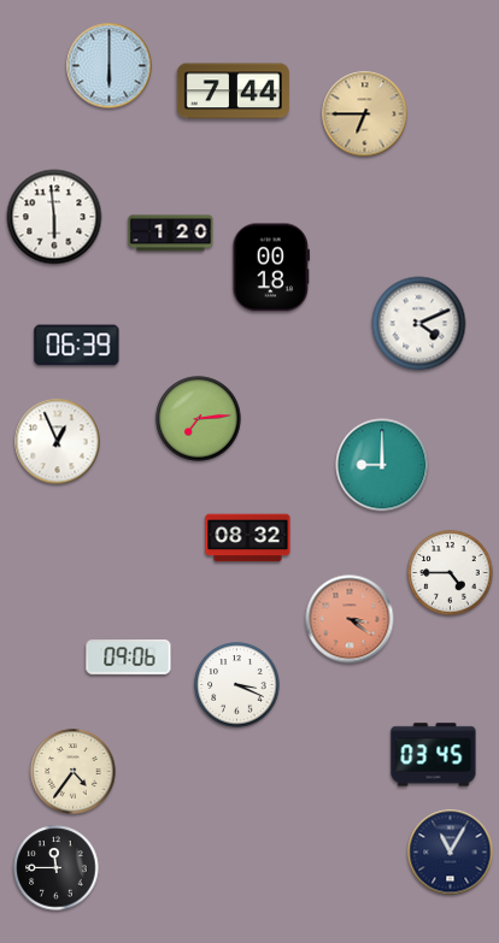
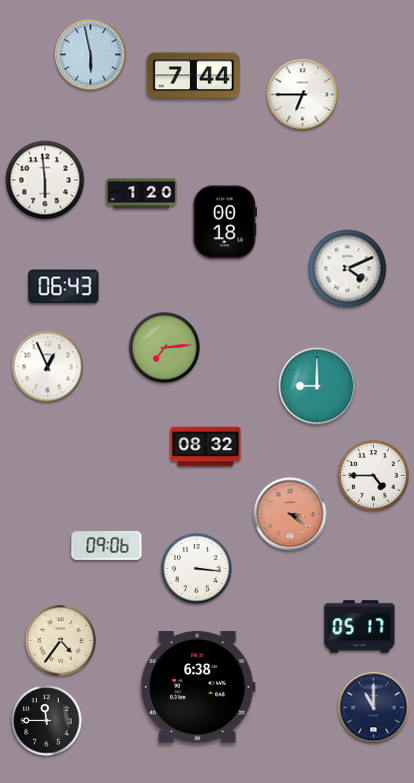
clock at (110, 66): 6:00 -> 5:58
clock at (365, 114) dial: champagne -> white
clock at (77, 346): 06:39 -> 06:43
clock at (237, 685): 3:19 -> 3:16
clock at (434, 755): 03:45 -> 05:17
clock at (198, 687): none -> 6:38
clock at (451, 853): 11:05 -> 11:00
